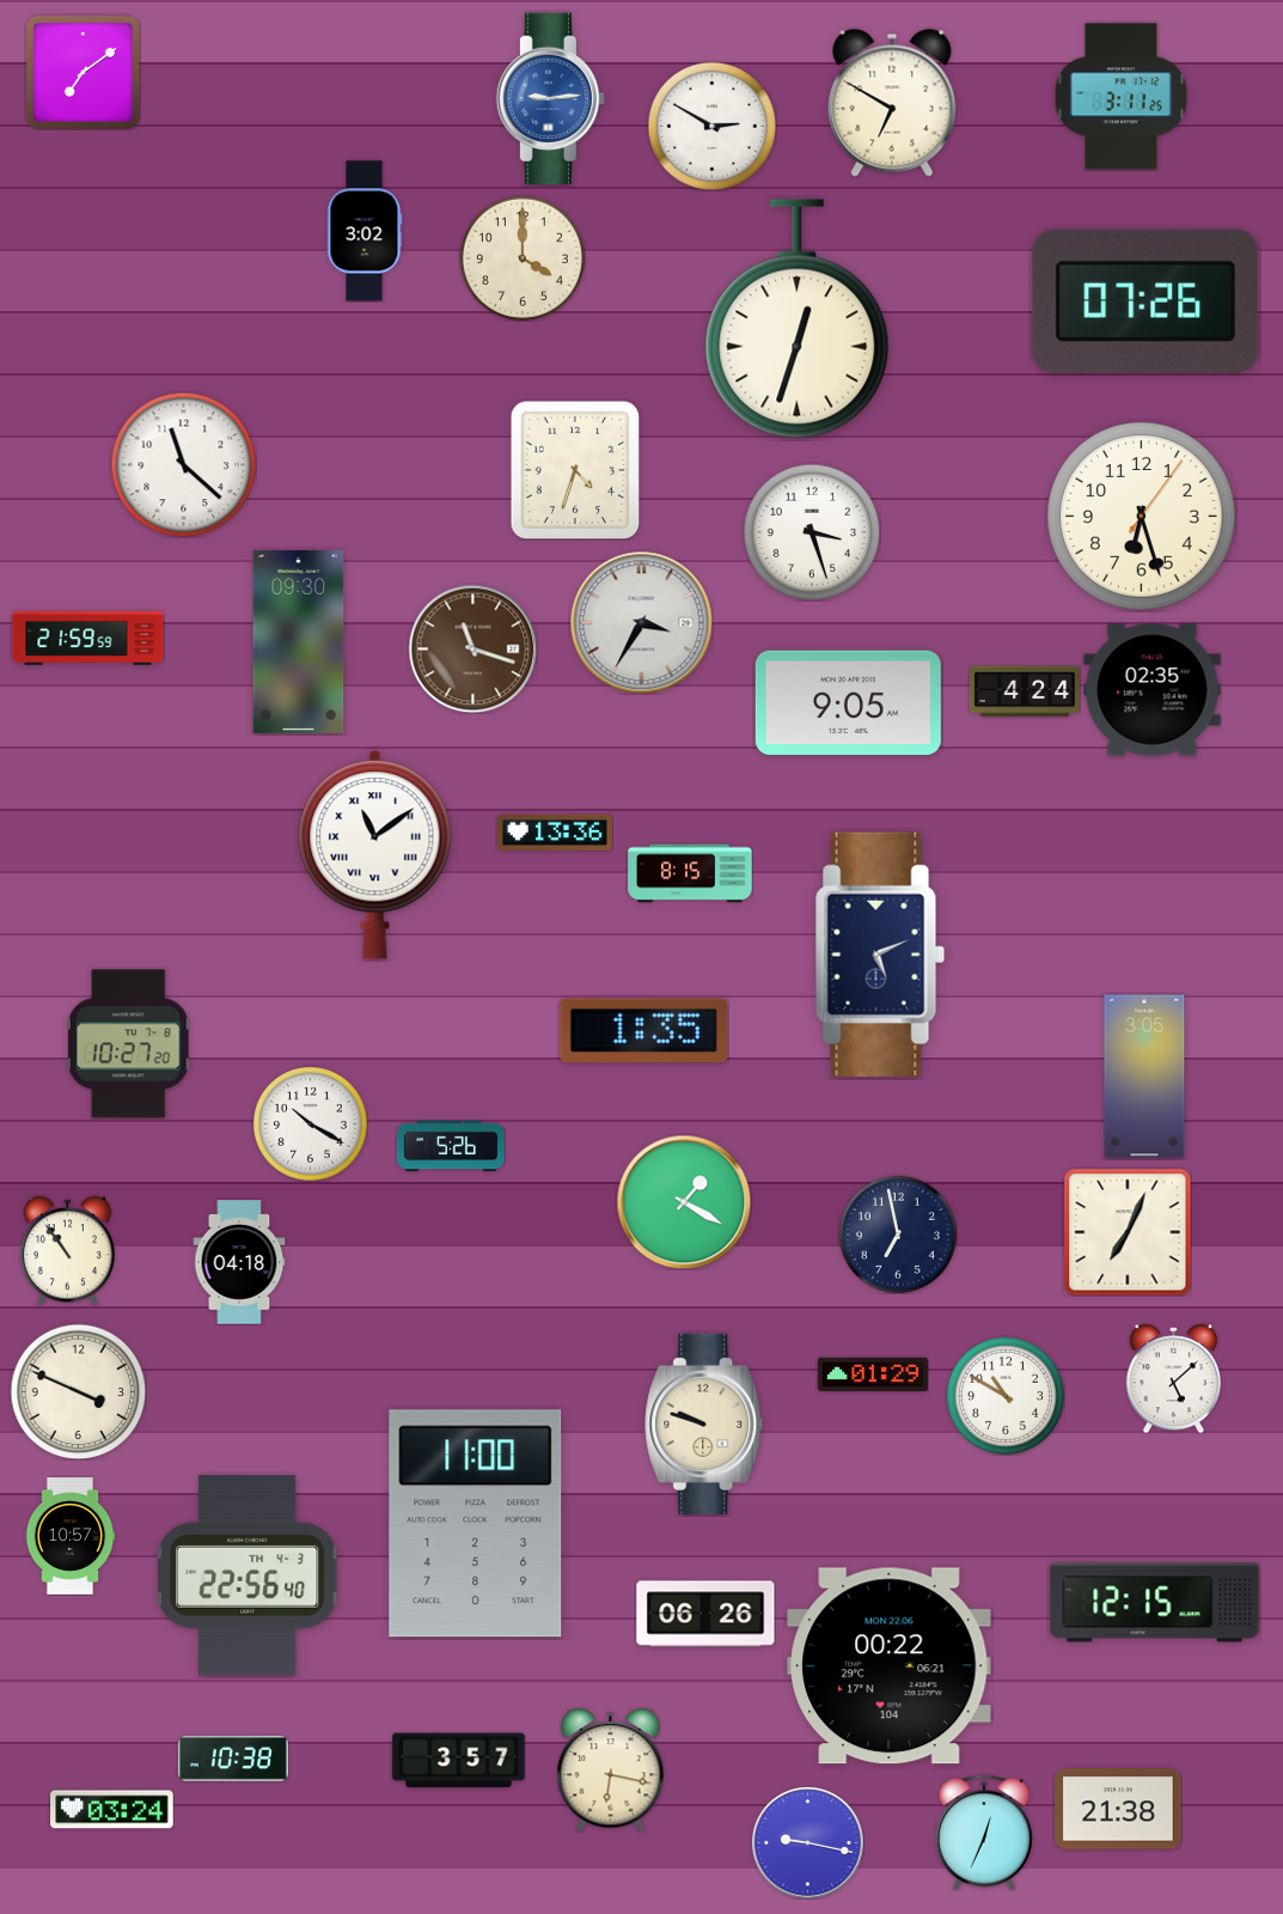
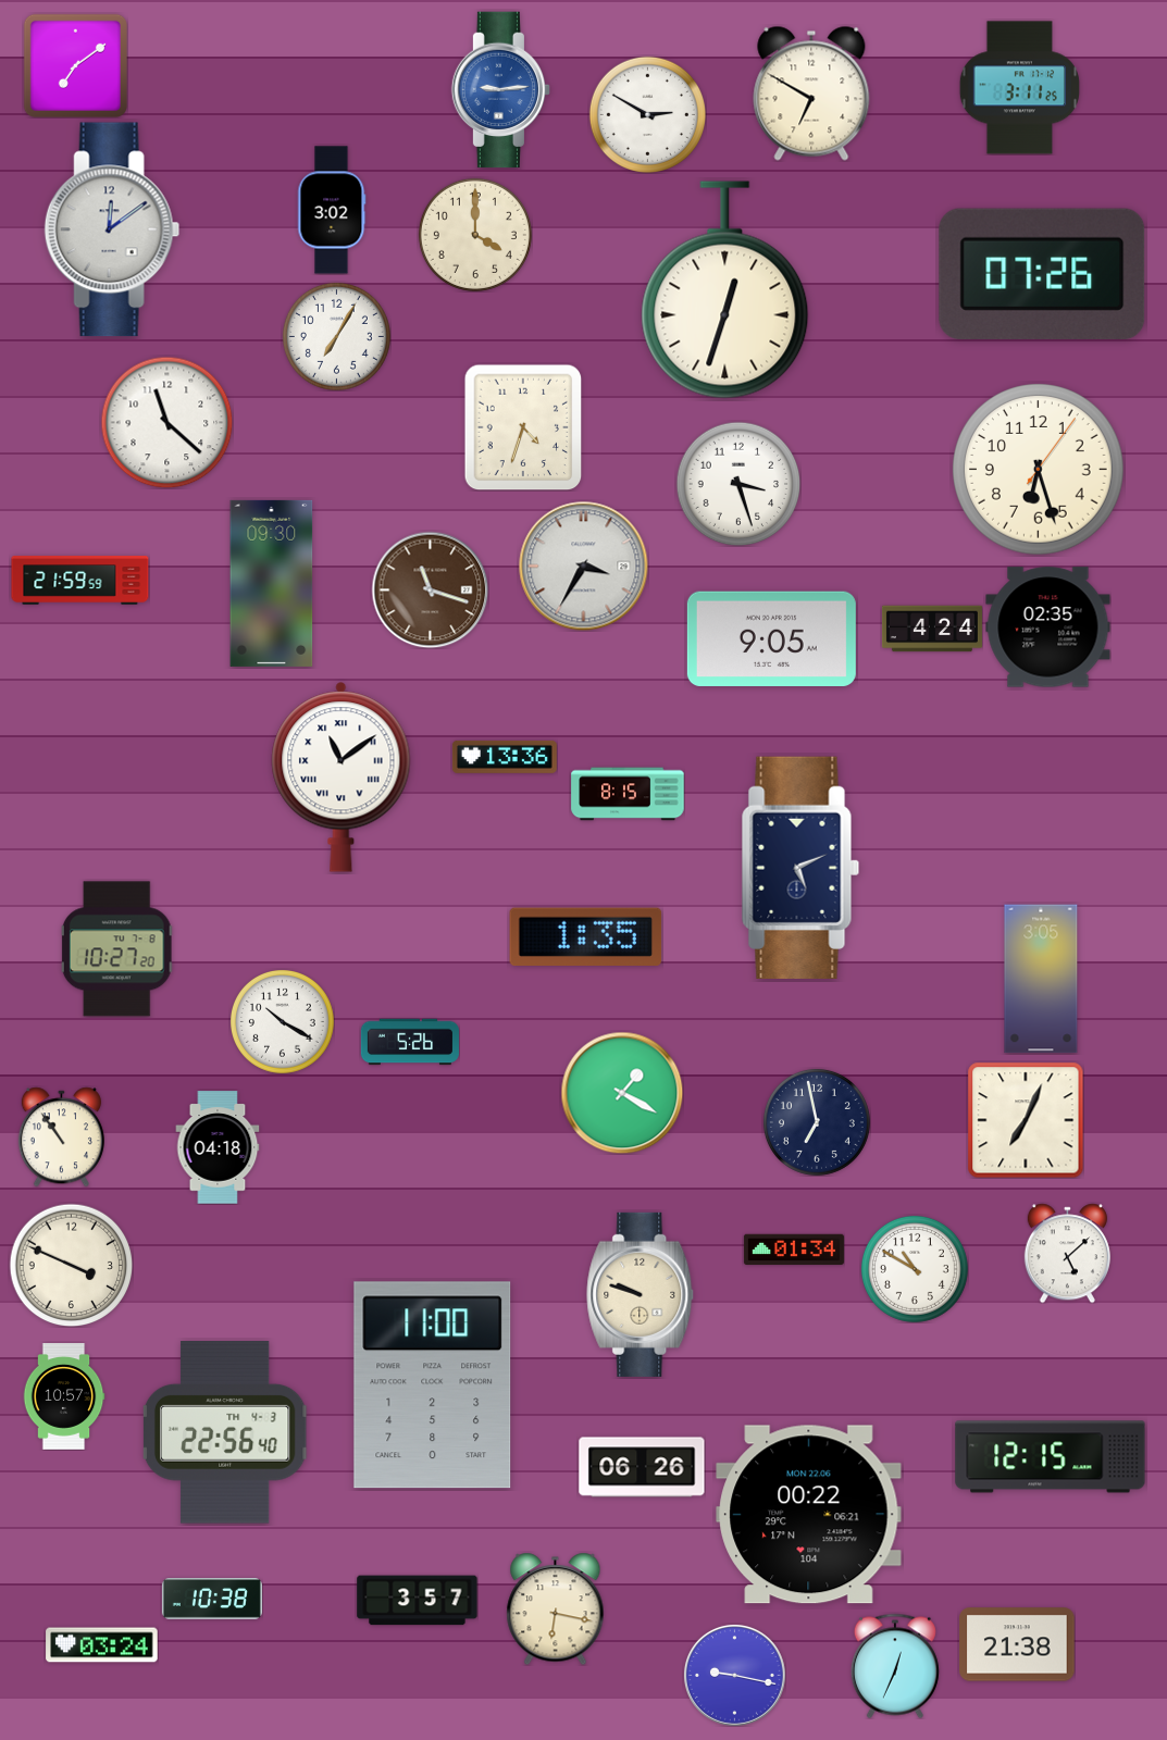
clock at (112, 229): none -> 12:09
clock at (336, 336): none -> 7:05
clock at (873, 1374): 01:29 -> 01:34
